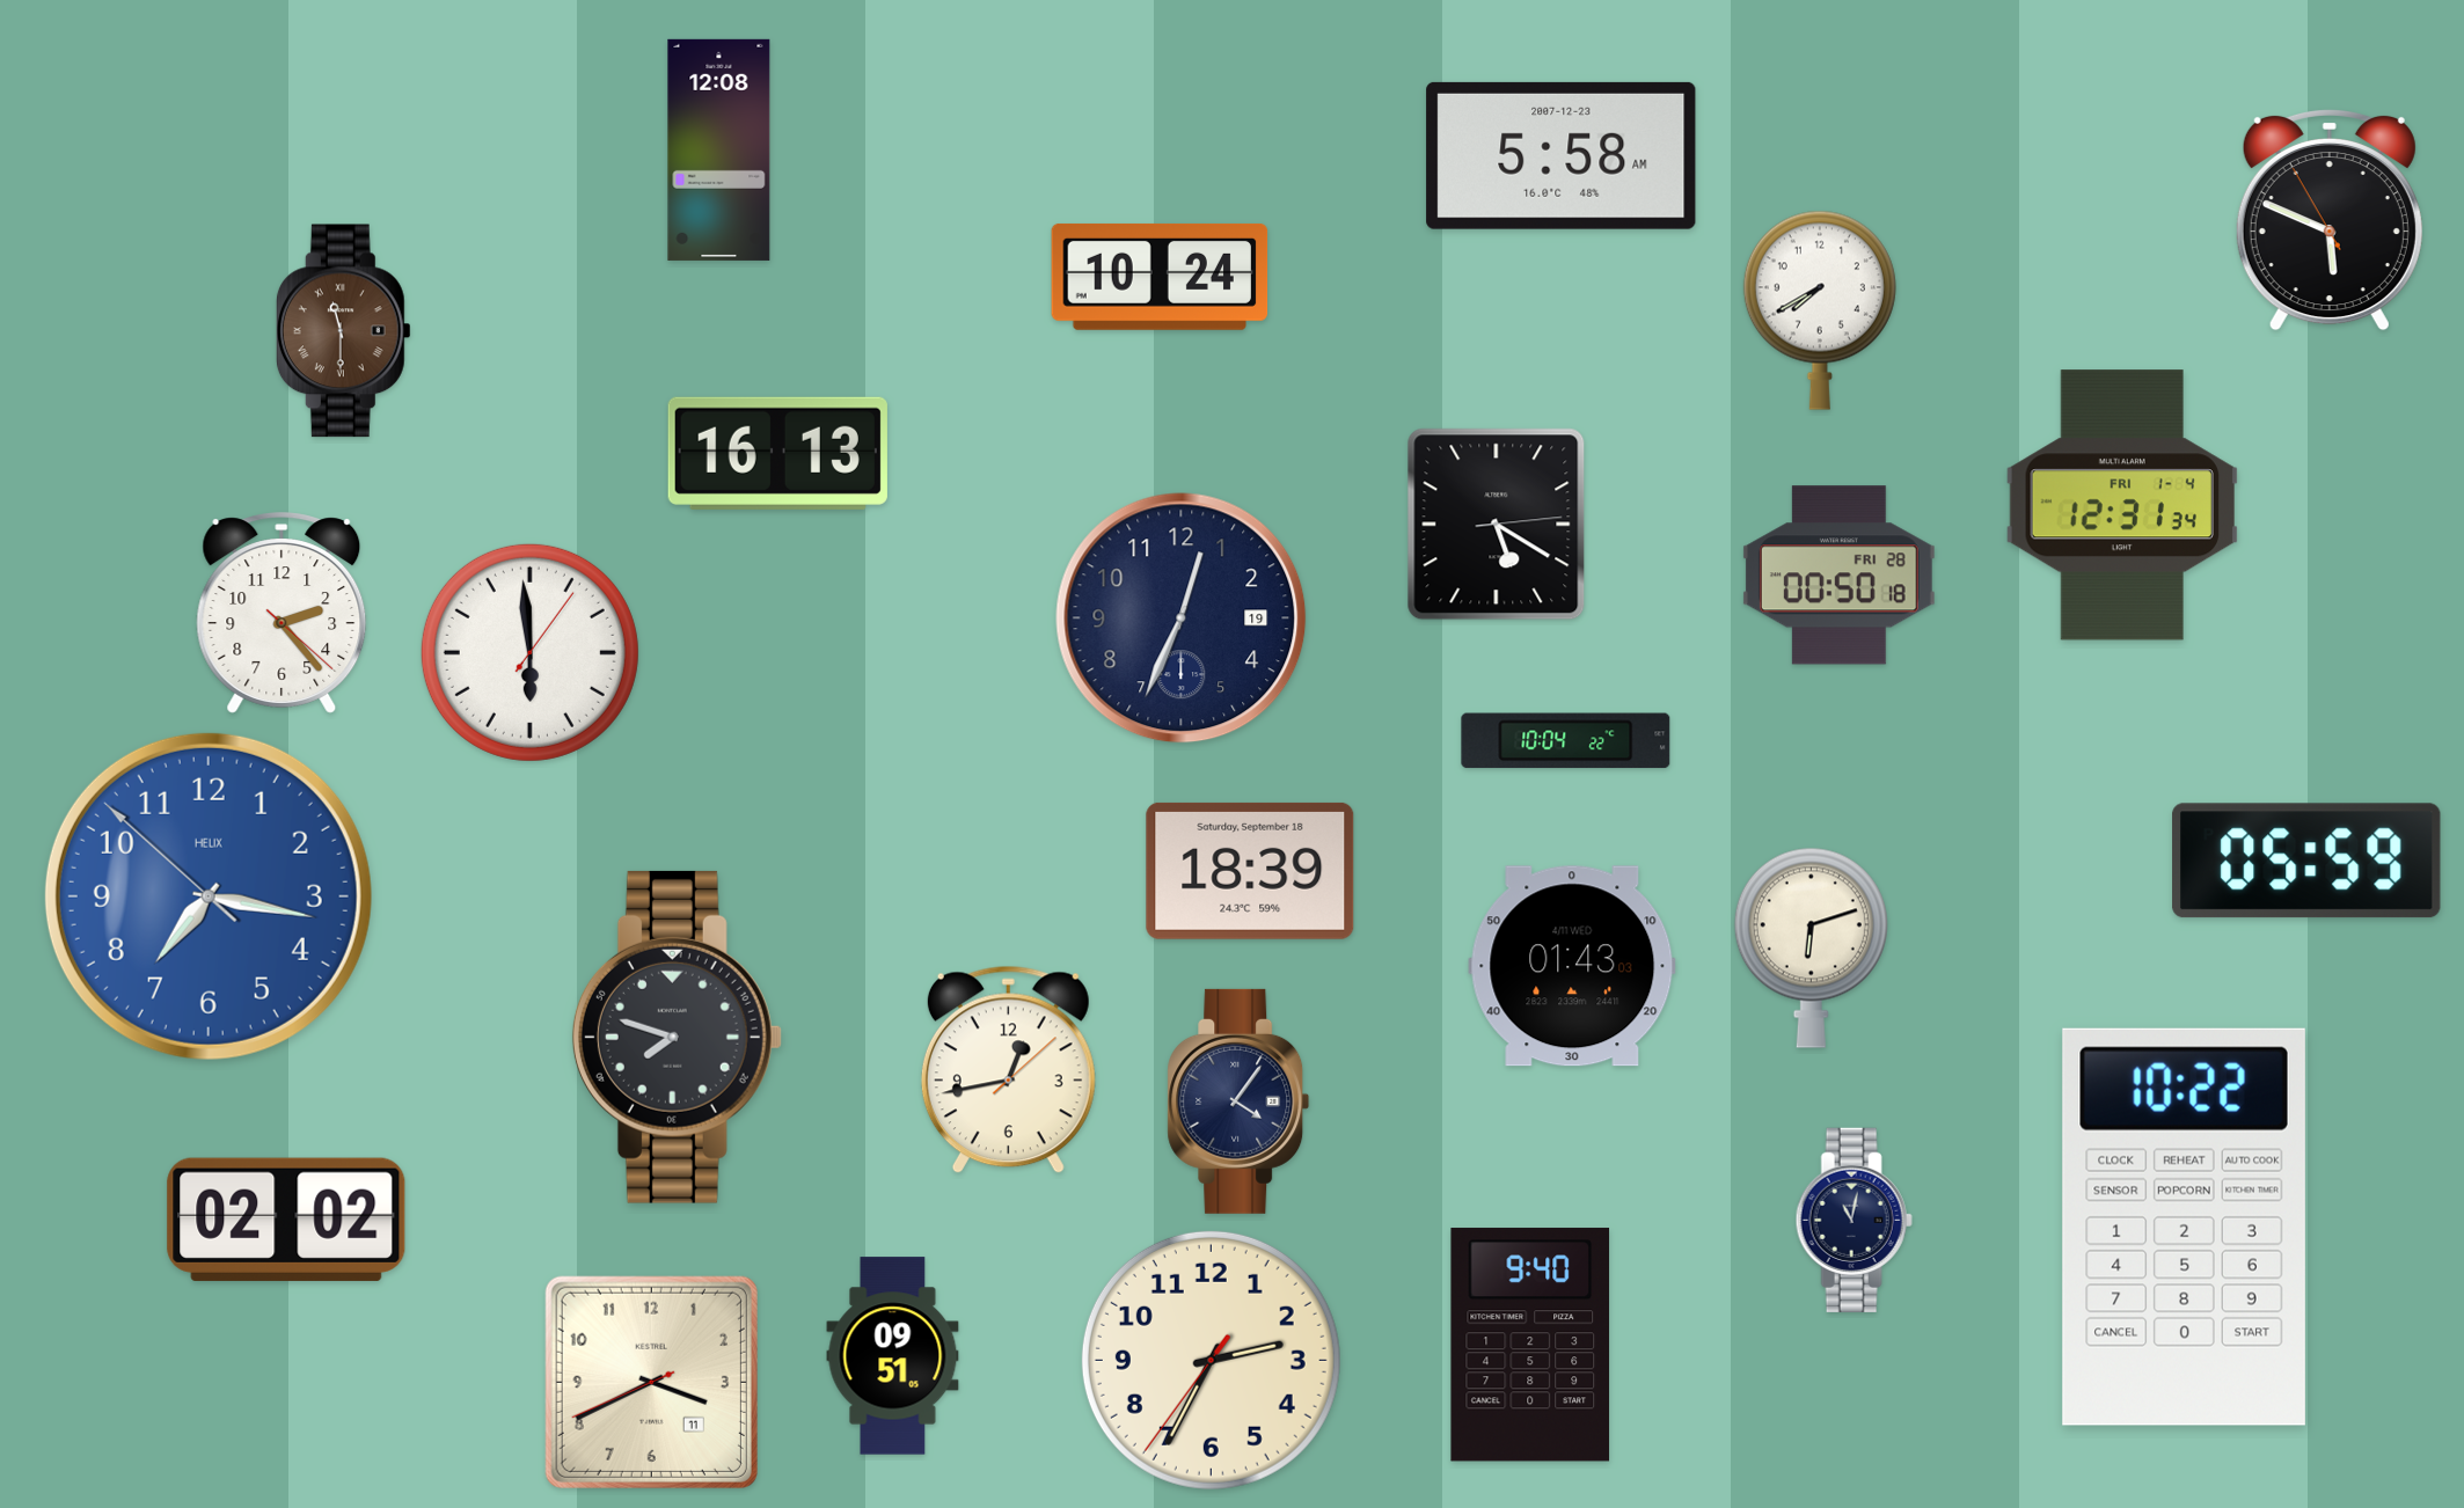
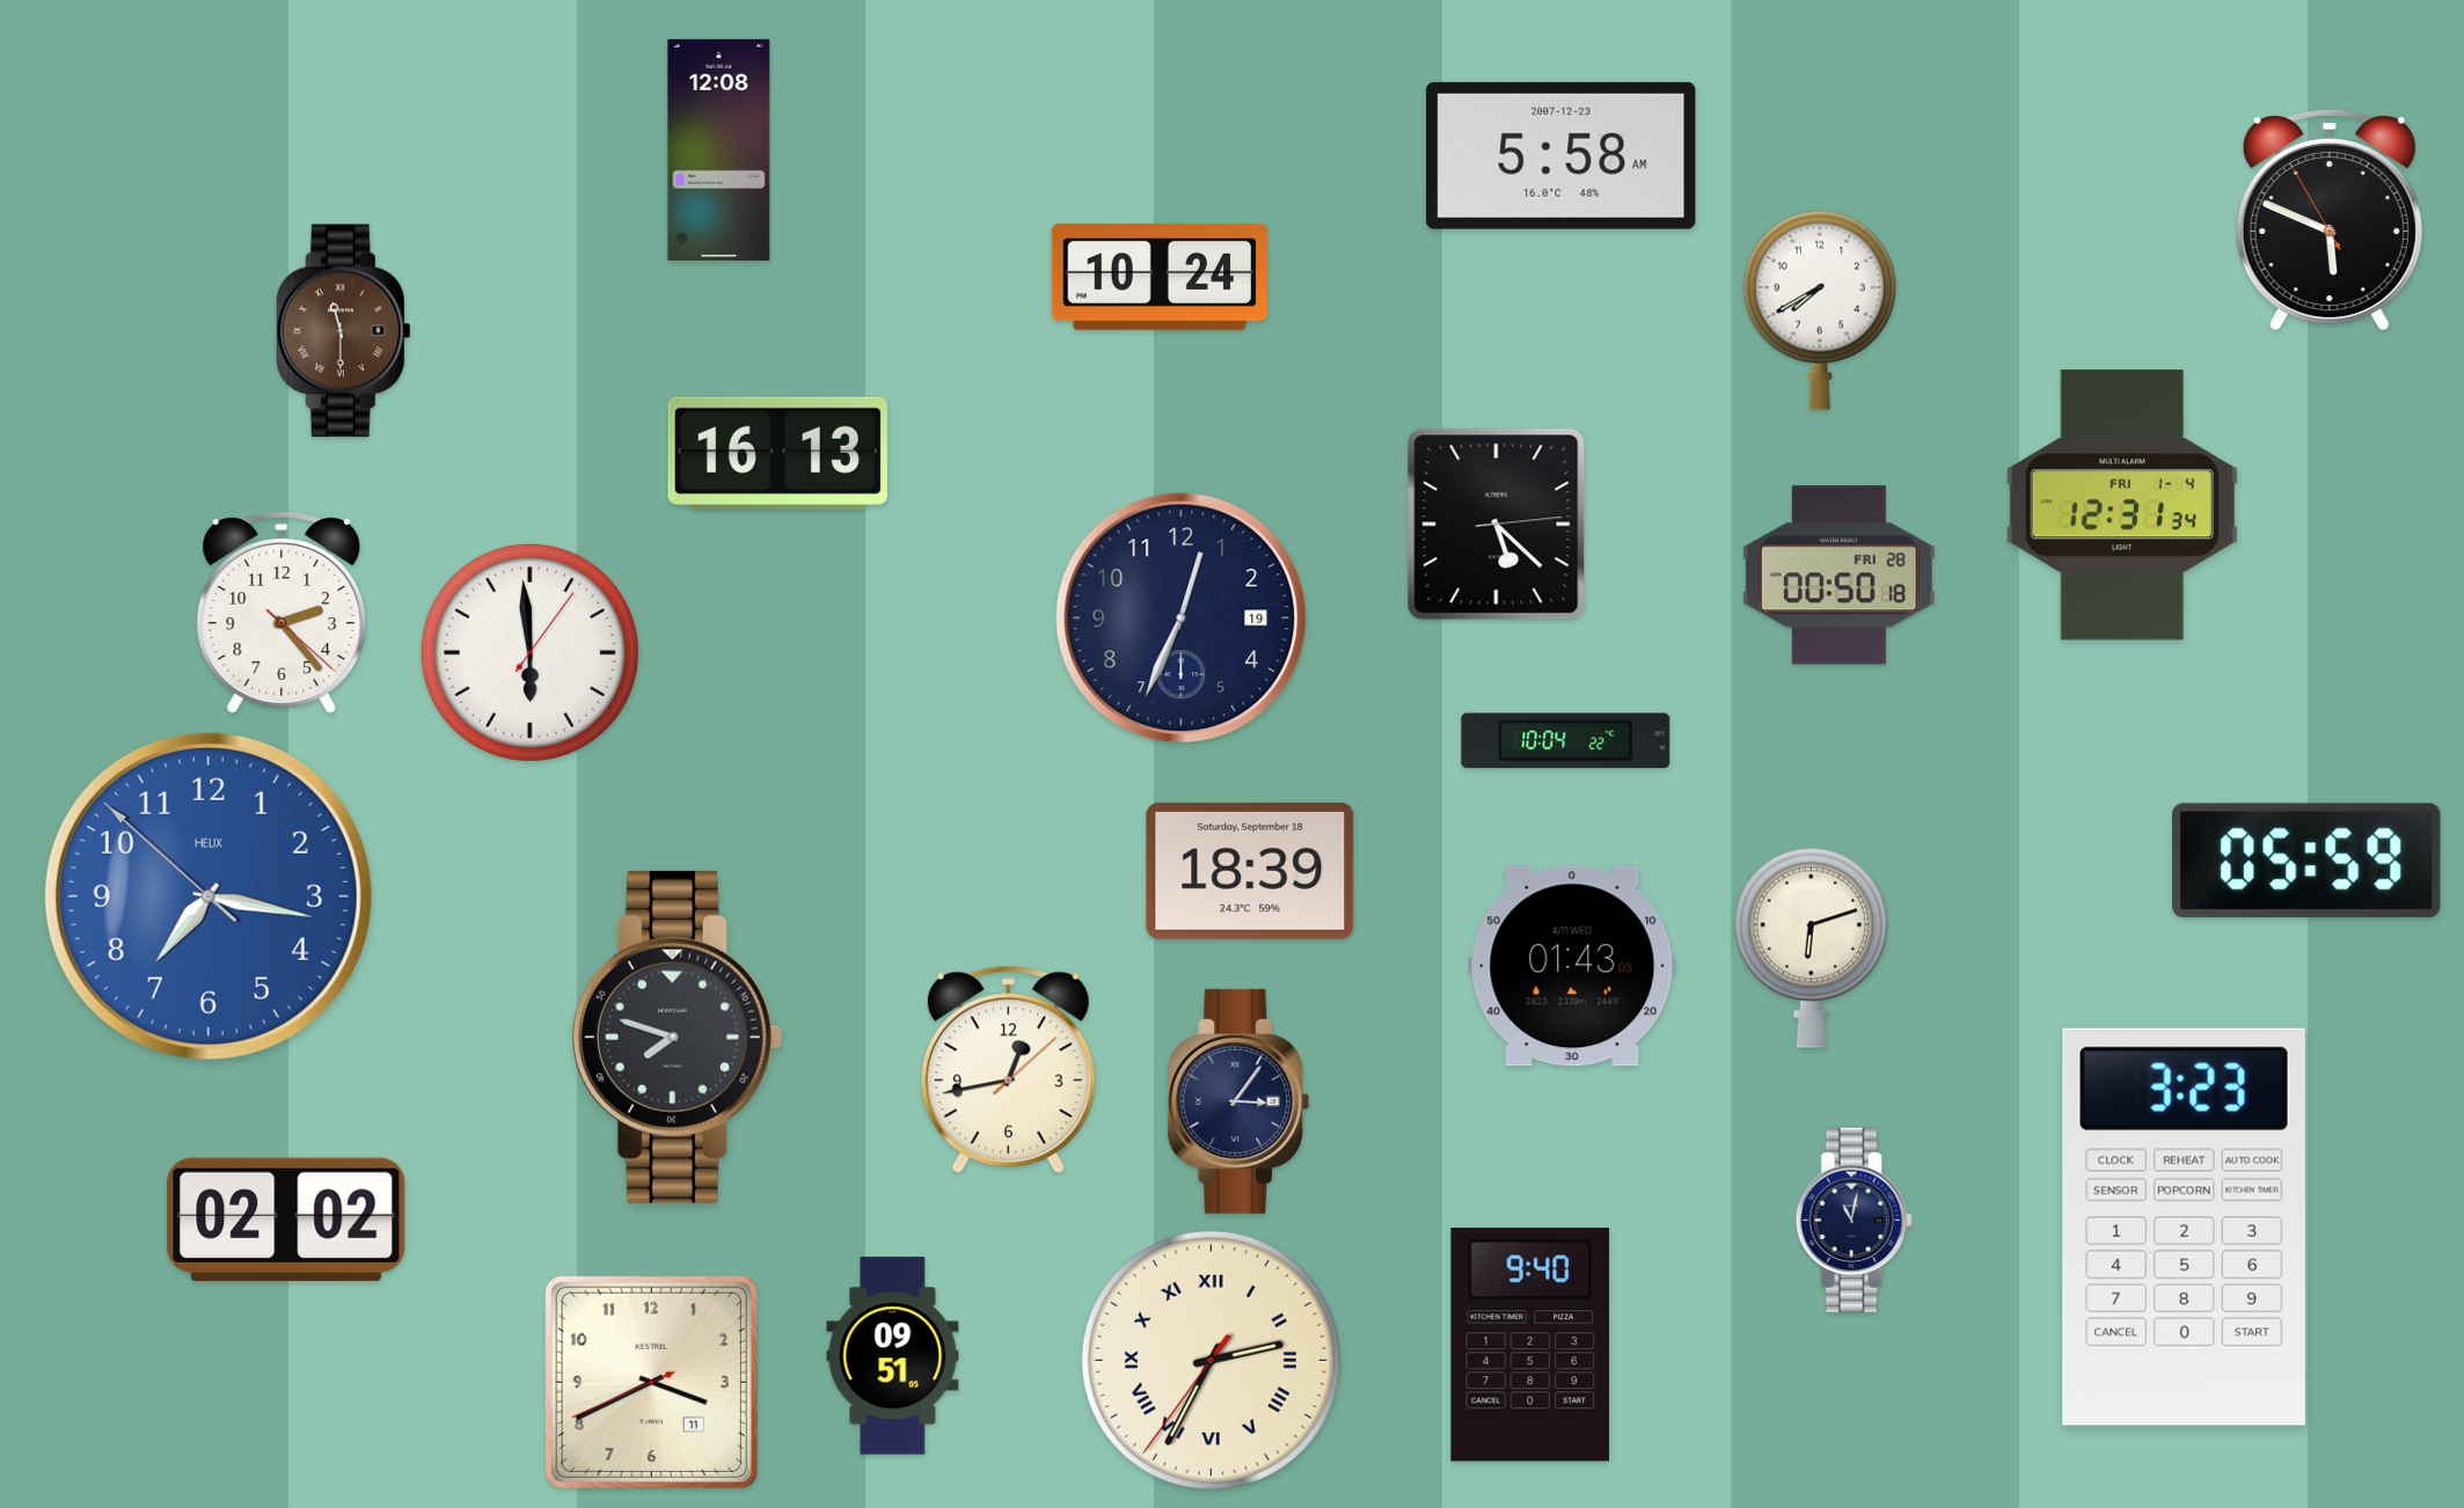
clock at (1497, 525): 5:20 -> 5:22
clock at (1238, 1101): 4:06 -> 3:06
clock at (2184, 1227): 10:22 -> 3:23
clock at (1211, 1360) numerals: Arabic -> Roman
